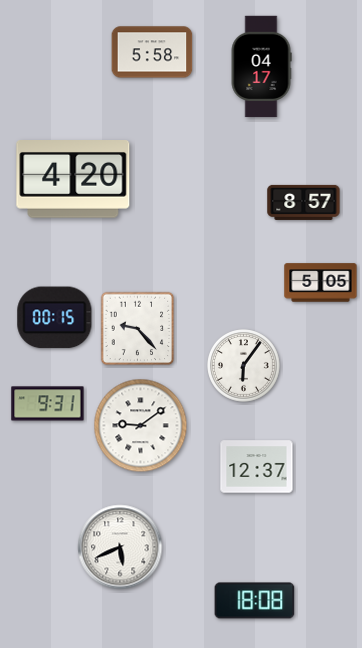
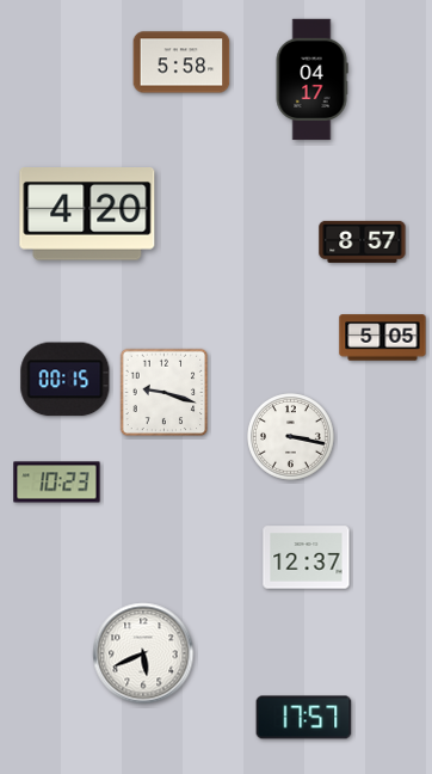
clock at (138, 329): 9:23 -> 9:18
clock at (244, 366): 6:06 -> 3:17
clock at (48, 404): 9:31 -> 10:23
clock at (141, 426): 9:09 -> none
clock at (255, 601): 18:08 -> 17:57
